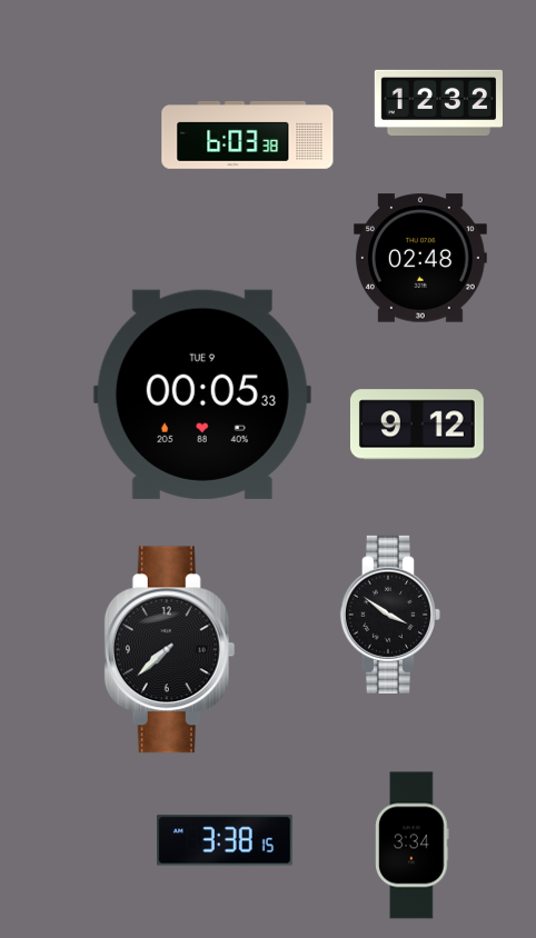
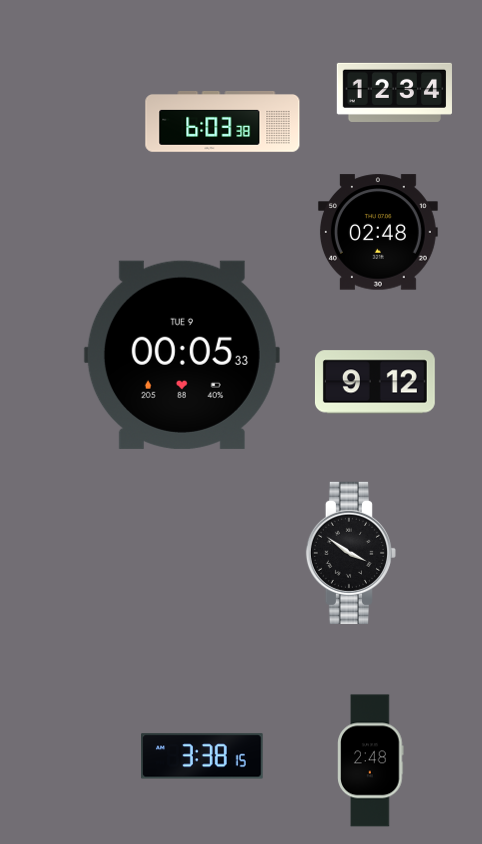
clock at (438, 102): 12:32 -> 12:34
clock at (170, 650): 7:38 -> none
clock at (413, 846): 3:34 -> 2:48
